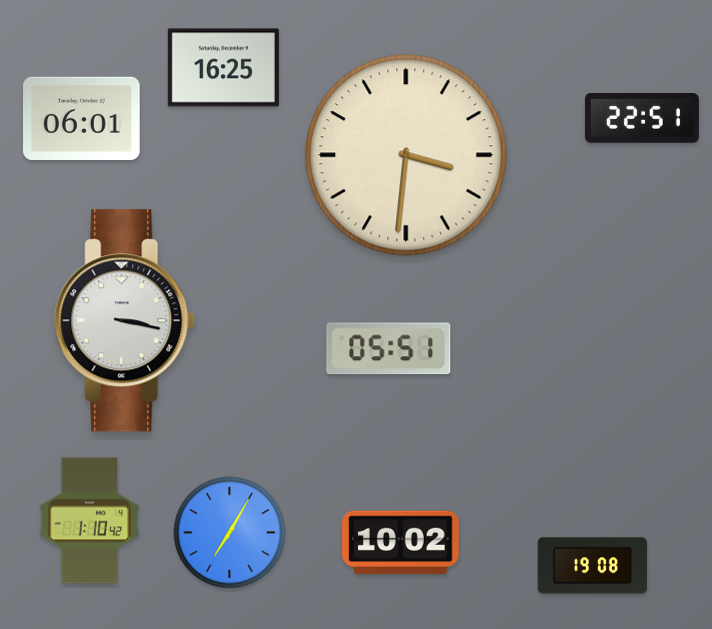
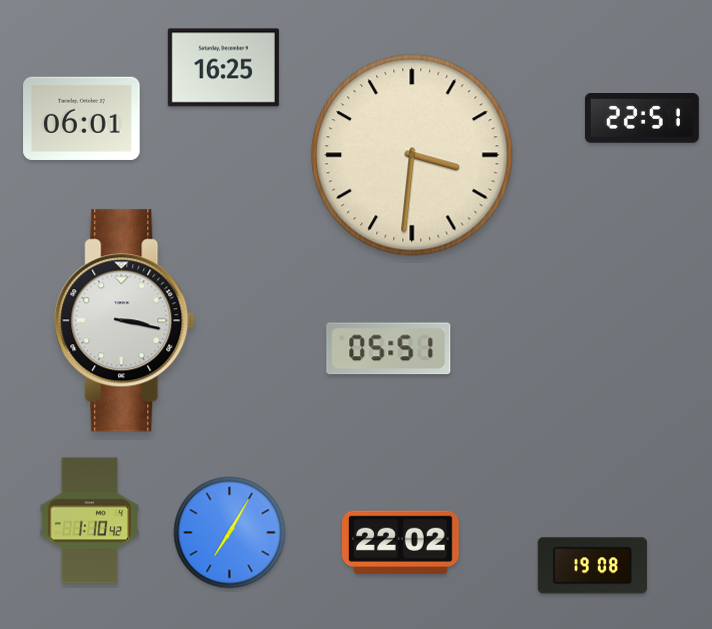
clock at (406, 155) position: (406, 155) -> (412, 155)
clock at (401, 542): 10:02 -> 22:02
